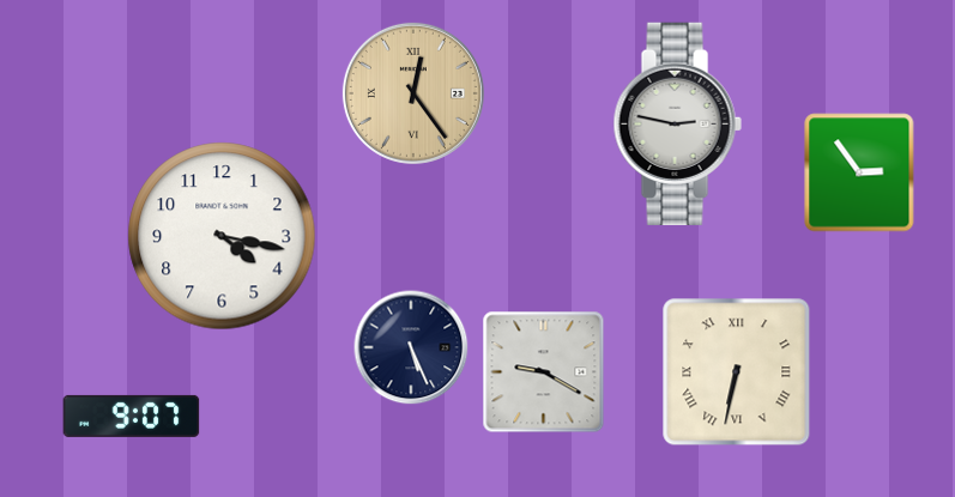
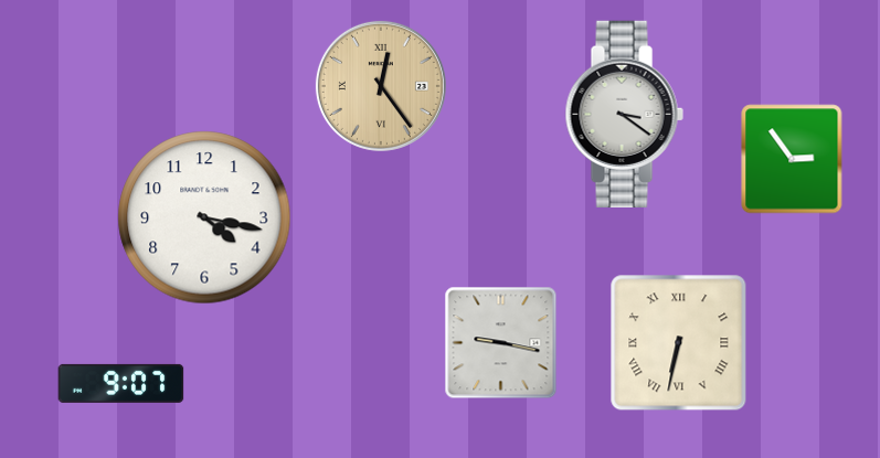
clock at (677, 123): 2:47 -> 3:21
clock at (411, 347): 5:26 -> none
clock at (544, 372): 9:20 -> 9:17
